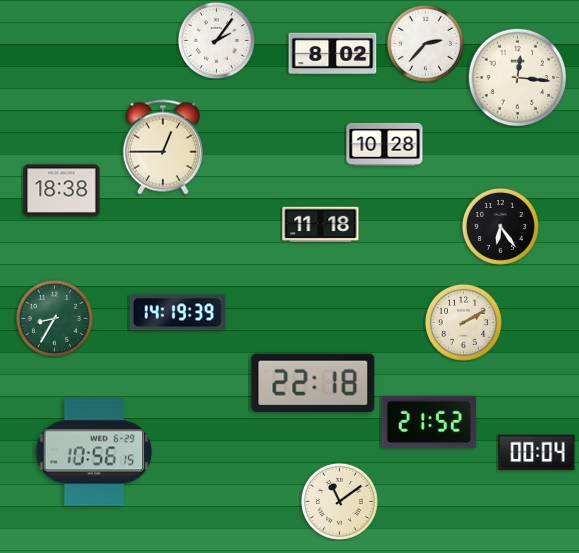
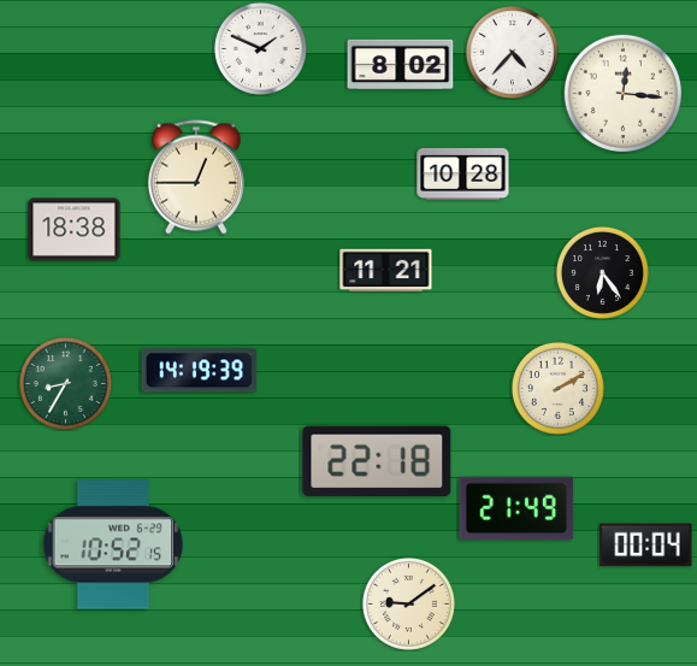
clock at (216, 40): 2:06 -> 1:49
clock at (425, 43): 2:37 -> 4:37
clock at (321, 225): 11:18 -> 11:21
clock at (178, 313) position: (178, 313) -> (200, 371)
clock at (429, 422): 21:52 -> 21:49
clock at (94, 452): 10:56 -> 10:52
clock at (339, 501): 11:09 -> 9:09
